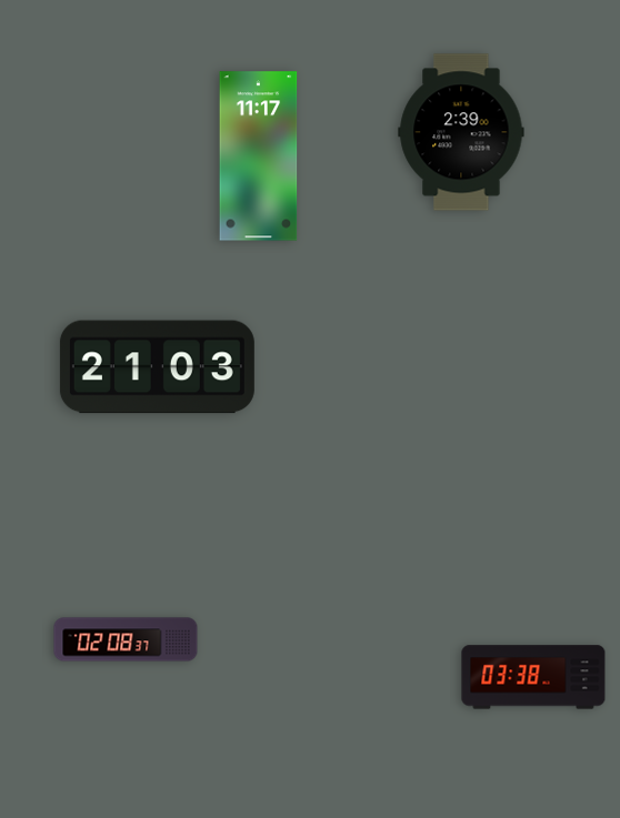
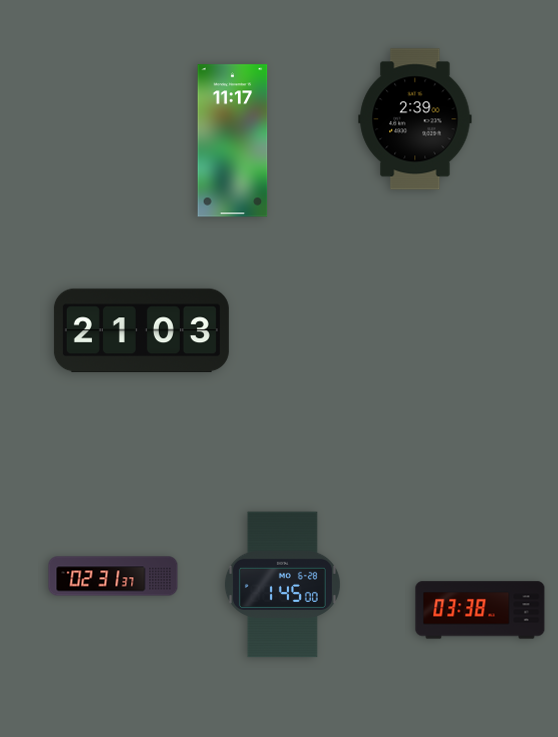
clock at (126, 639): 02:08 -> 02:31
clock at (282, 585): none -> 1:45
